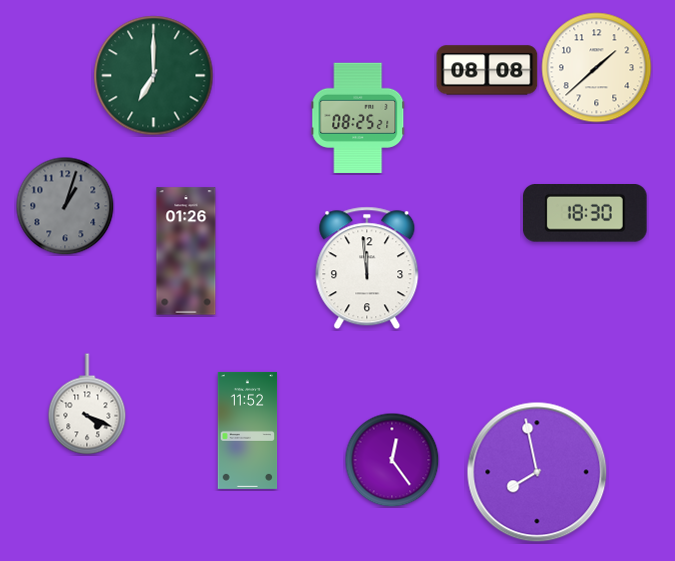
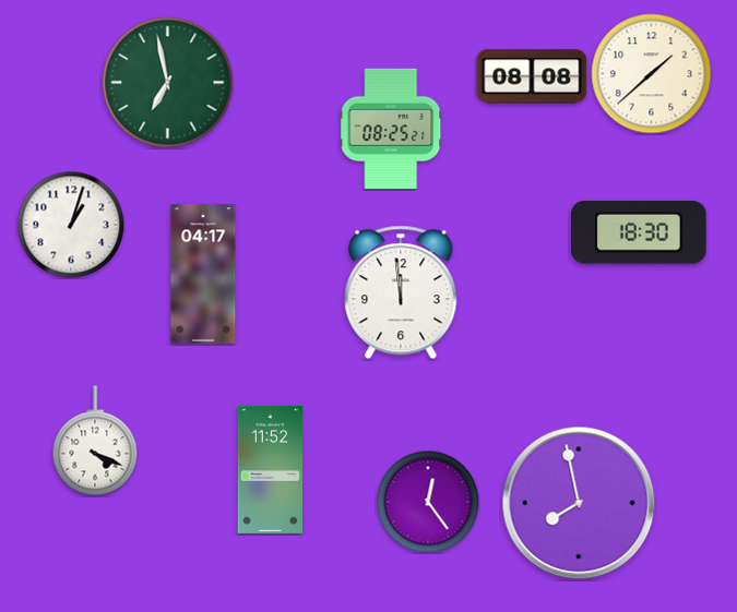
clock at (154, 76): 7:00 -> 6:58
clock at (65, 206) dial: grey -> white
clock at (186, 251): 01:26 -> 04:17
clock at (537, 472) position: (537, 472) -> (579, 503)
